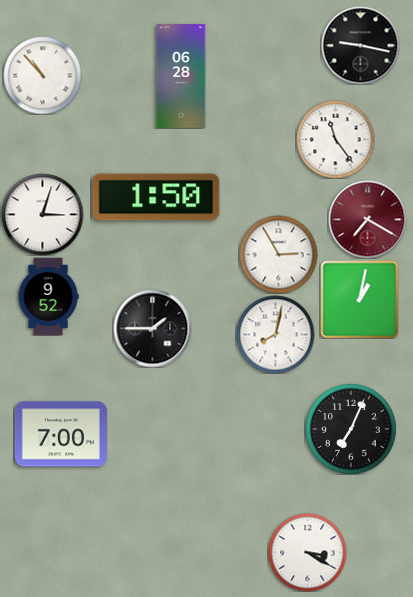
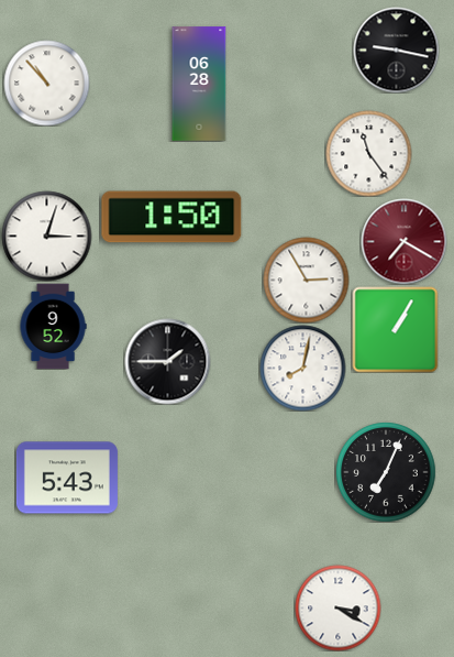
clock at (359, 299): 1:02 -> 1:05
clock at (61, 434): 7:00 -> 5:43
